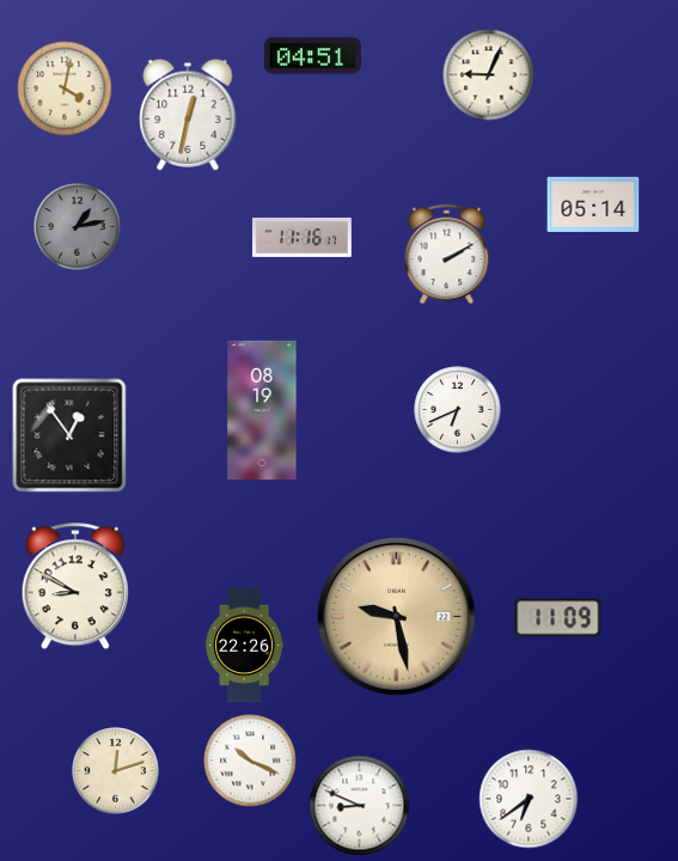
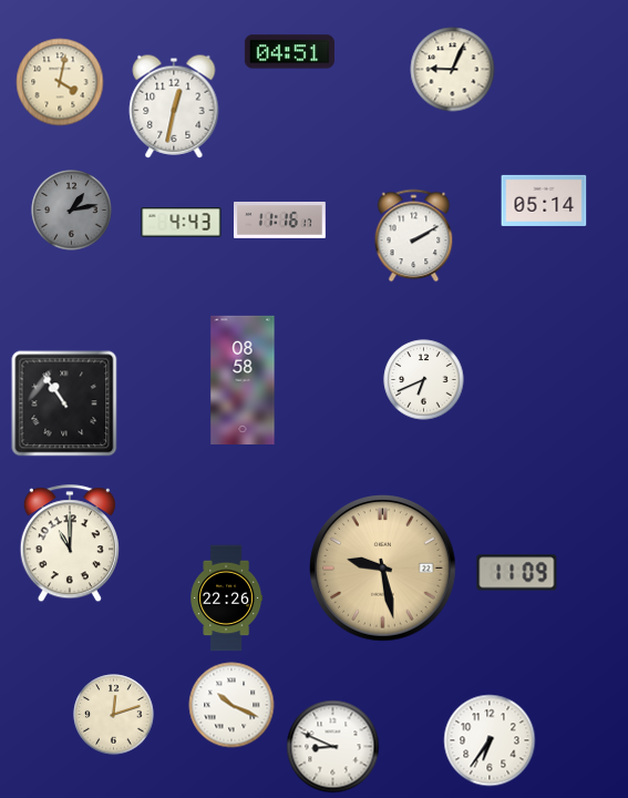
clock at (593, 204) position: (593, 204) -> (544, 201)
clock at (182, 223): none -> 4:43
clock at (262, 409): 08:19 -> 08:58
clock at (69, 435): 12:54 -> 10:54
clock at (75, 587): 8:50 -> 11:00
clock at (397, 617) position: (397, 617) -> (383, 569)
clock at (116, 771) position: (116, 771) -> (114, 715)
clock at (529, 799): 6:39 -> 6:36
